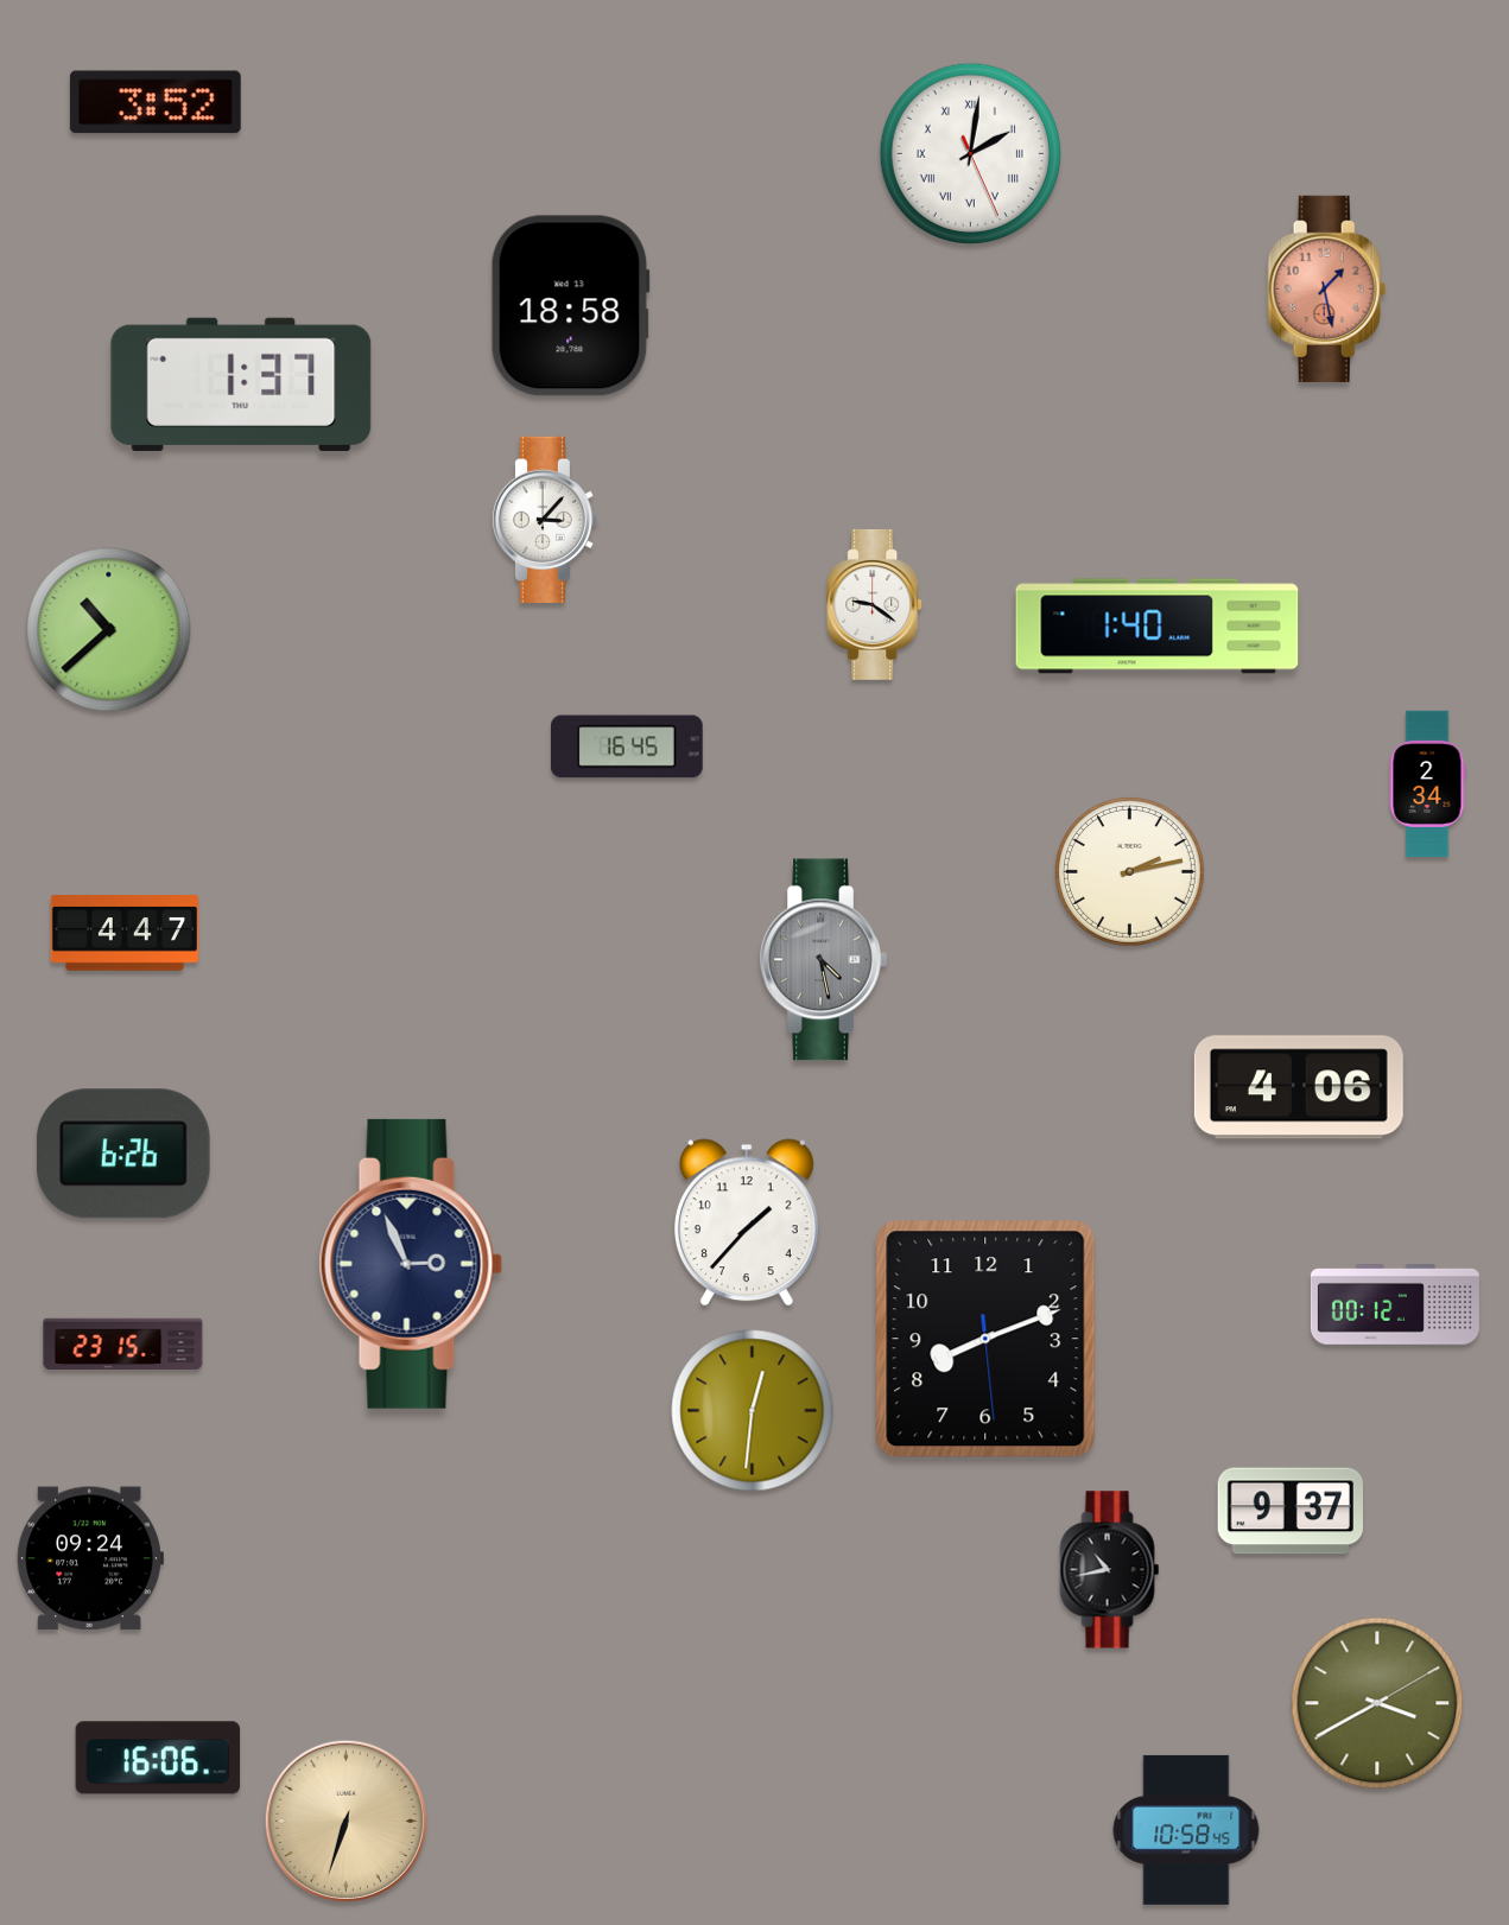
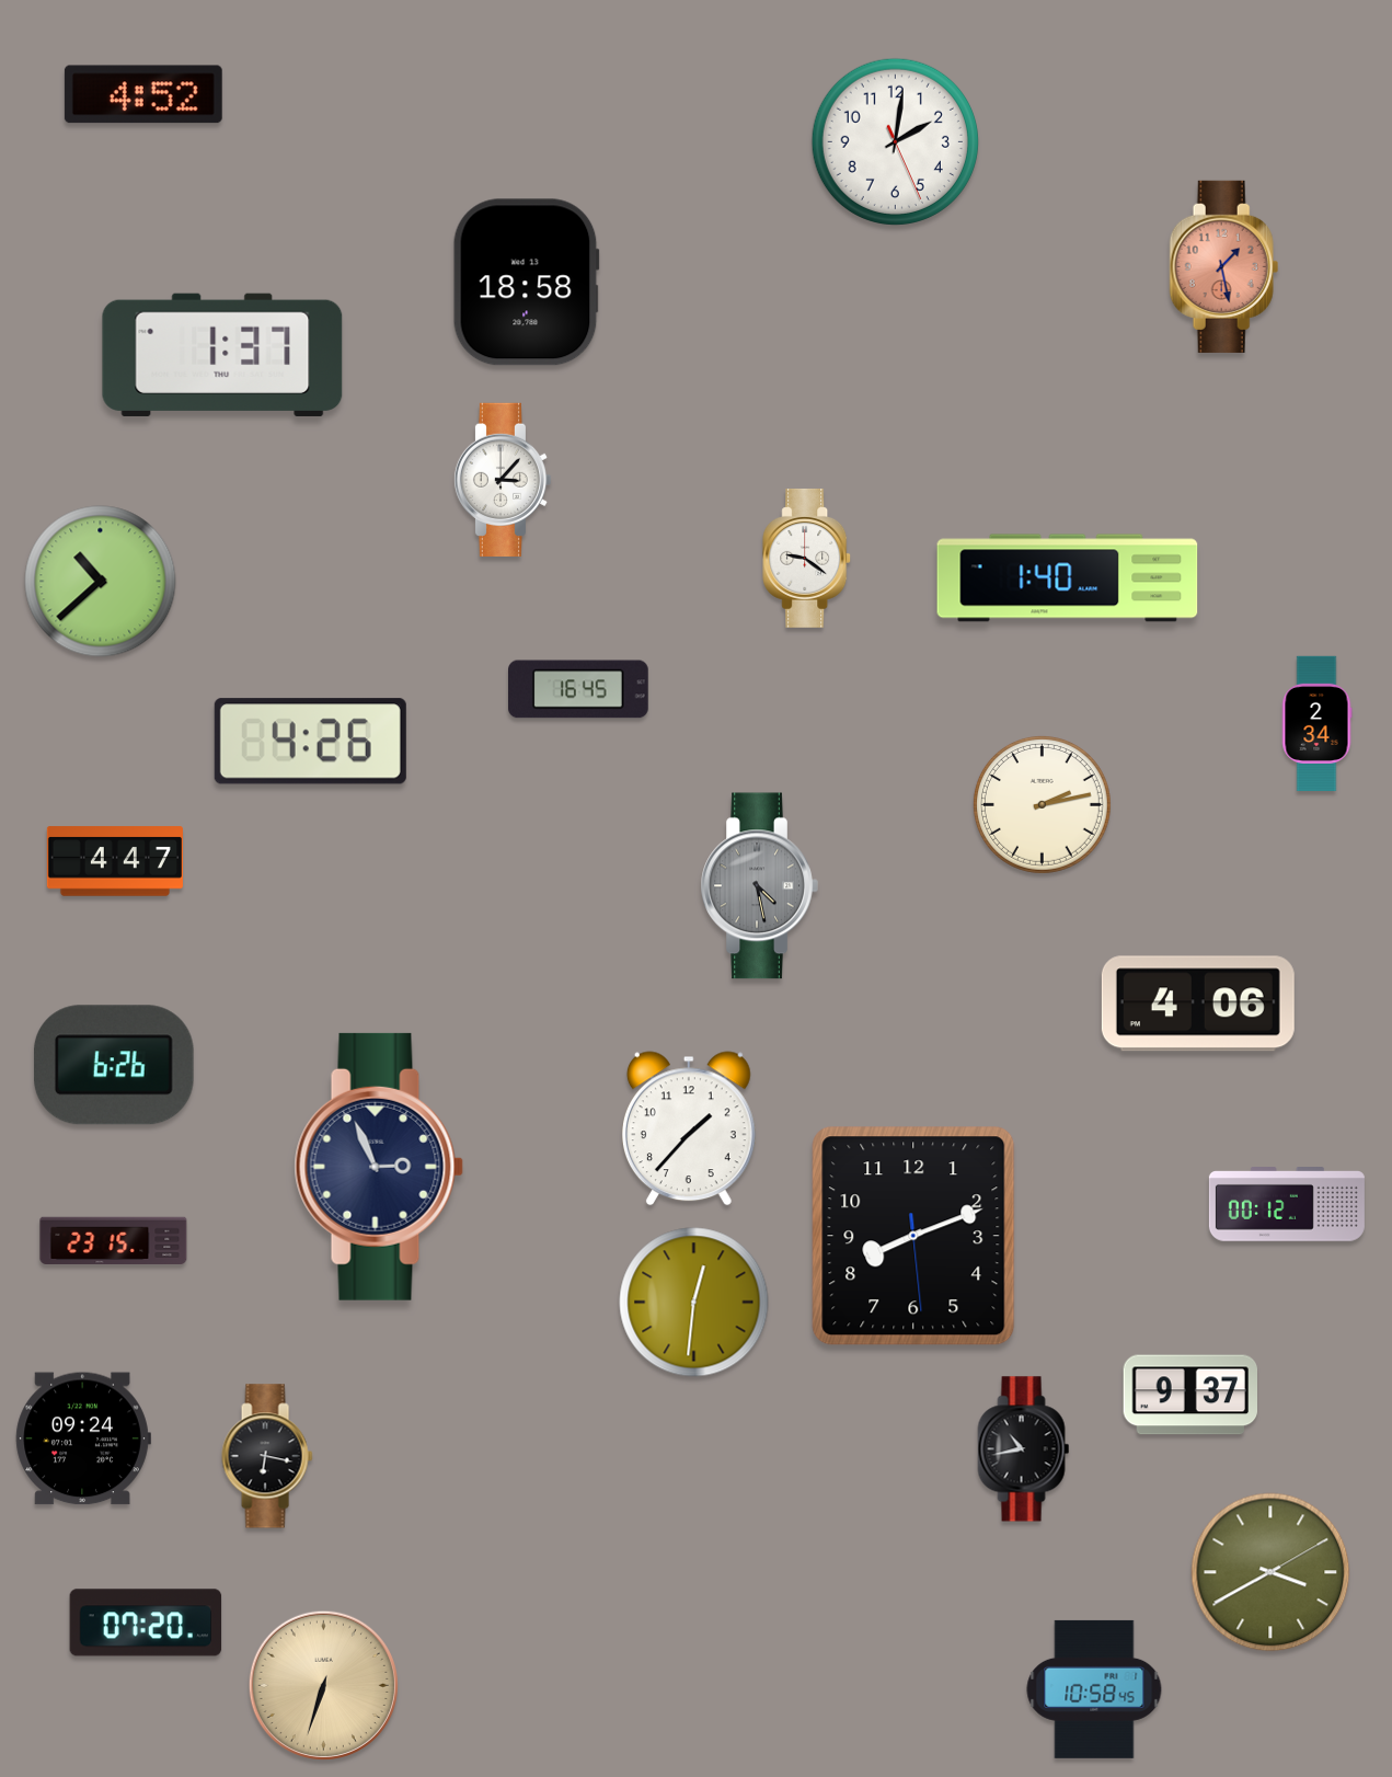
clock at (156, 102): 3:52 -> 4:52
clock at (970, 153) numerals: Roman -> Arabic
clock at (310, 742): none -> 4:26
clock at (985, 1339) position: (985, 1339) -> (913, 1236)
clock at (267, 1456): none -> 6:17
clock at (158, 1758): 16:06 -> 07:20
clock at (345, 1821) position: (345, 1821) -> (323, 1685)
